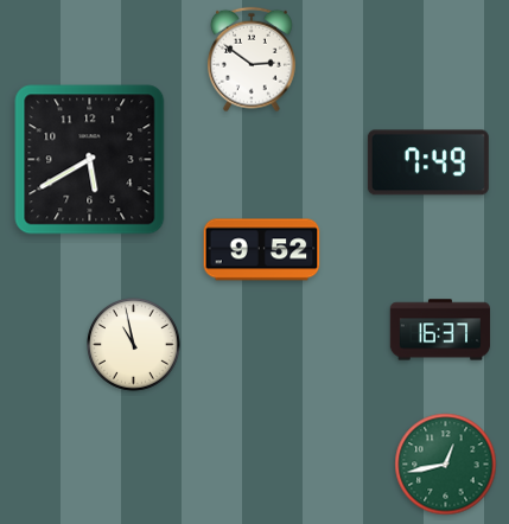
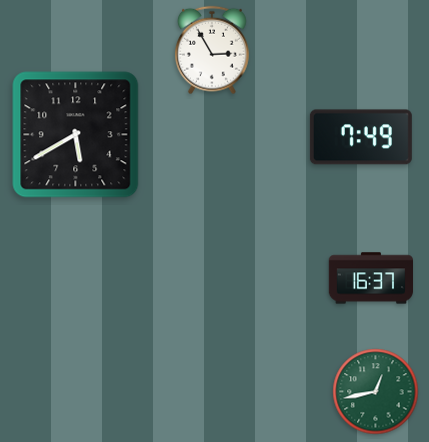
clock at (252, 59): 2:51 -> 2:55
clock at (262, 250): 9:52 -> none
clock at (134, 345): 10:58 -> none
